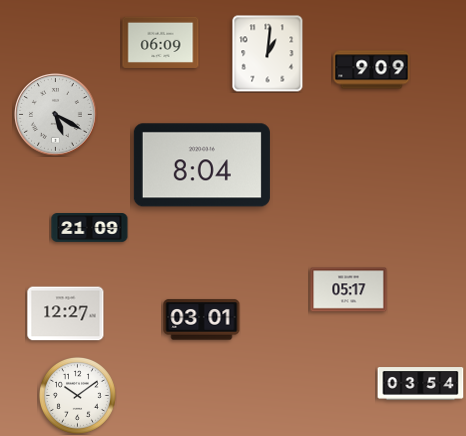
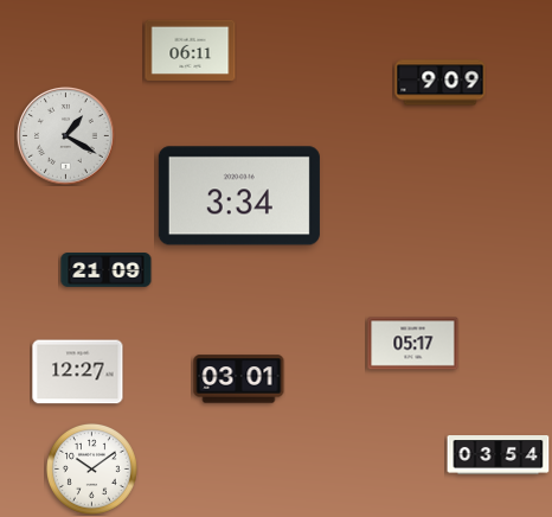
clock at (161, 42): 06:09 -> 06:11
clock at (268, 53): 1:01 -> none
clock at (56, 115): 5:20 -> 1:20
clock at (202, 165): 8:04 -> 3:34
